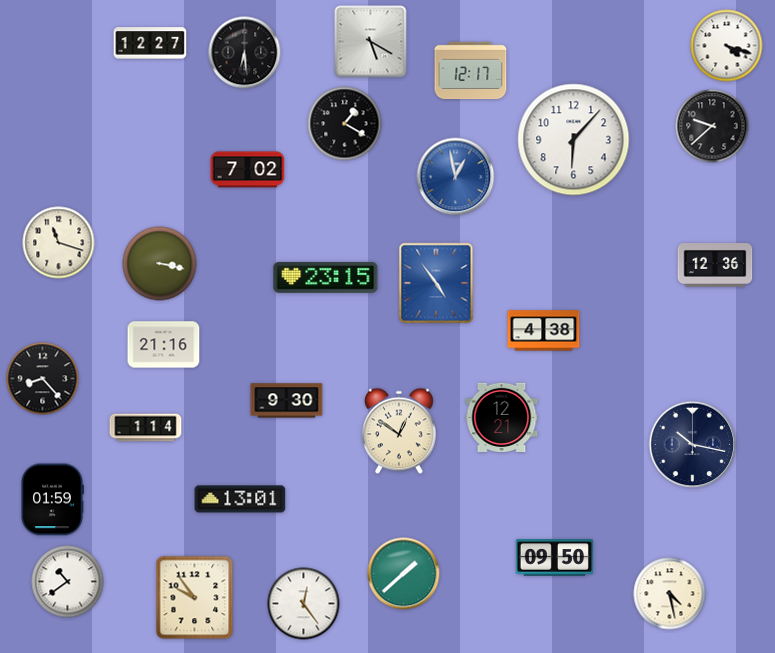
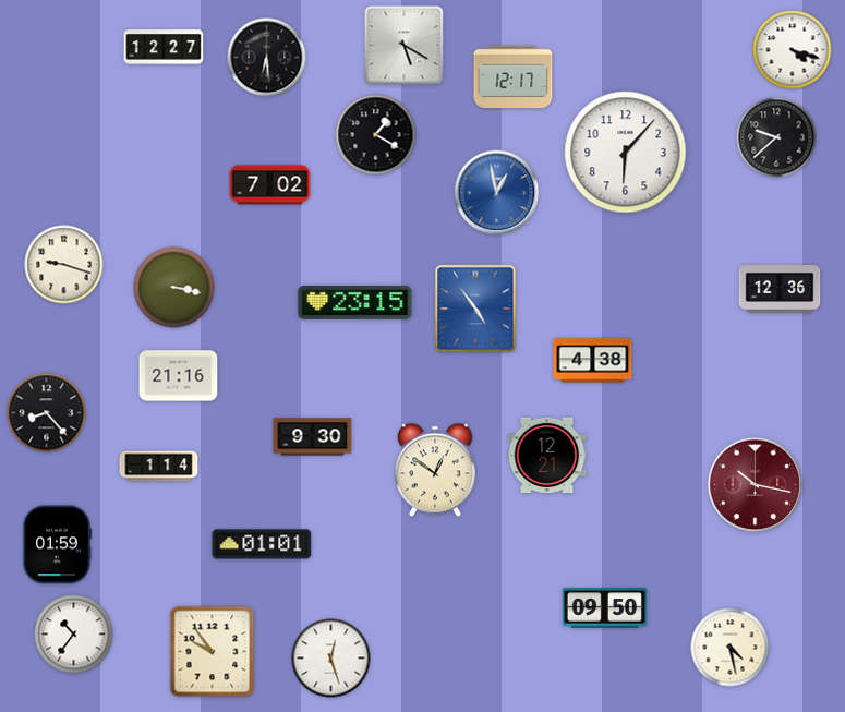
clock at (59, 243): 11:18 -> 9:18
clock at (693, 445) dial: navy -> burgundy
clock at (240, 499): 13:01 -> 01:01
clock at (404, 574): 1:38 -> none
clock at (68, 582): 10:39 -> 10:36
clock at (304, 604): 12:24 -> 12:27
